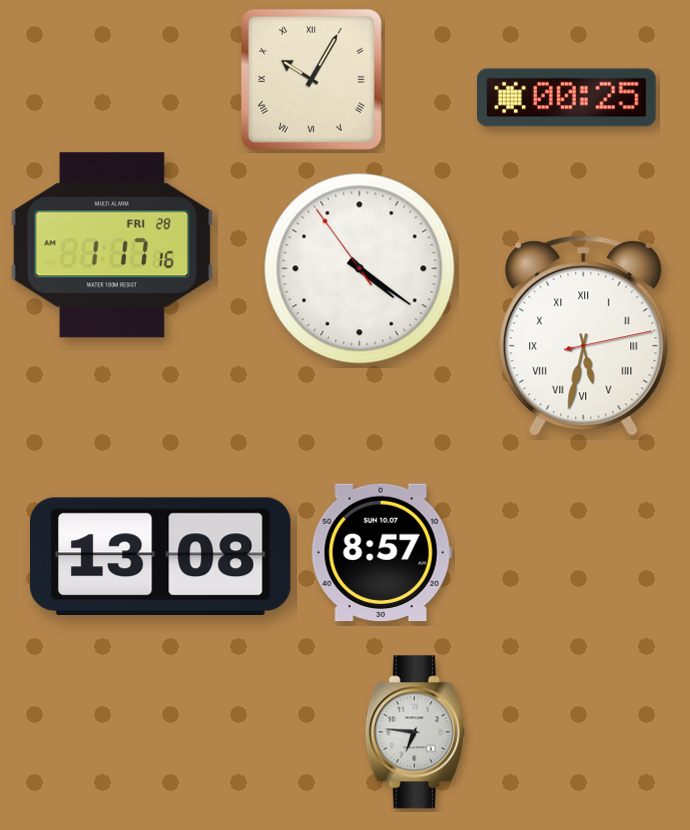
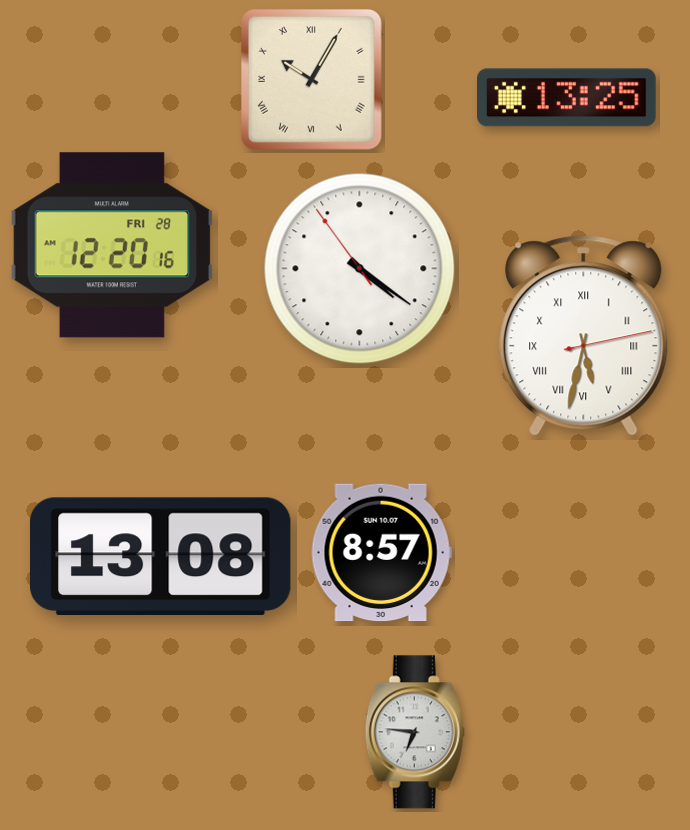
clock at (567, 98): 00:25 -> 13:25
clock at (112, 245): 1:17 -> 12:20
